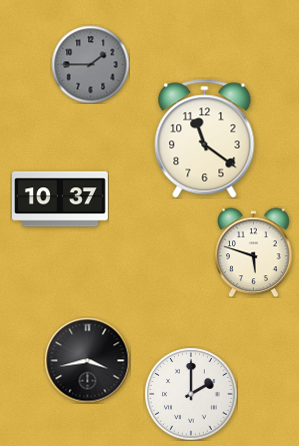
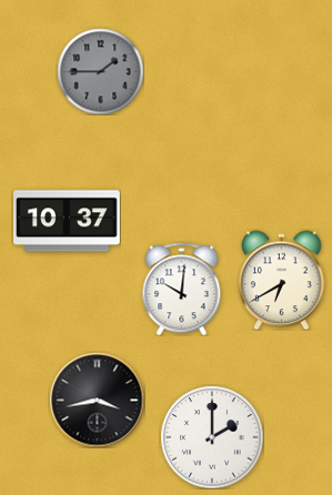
clock at (205, 139): 11:21 -> none
clock at (254, 252): 5:48 -> 6:40
clock at (182, 289): none -> 10:01
